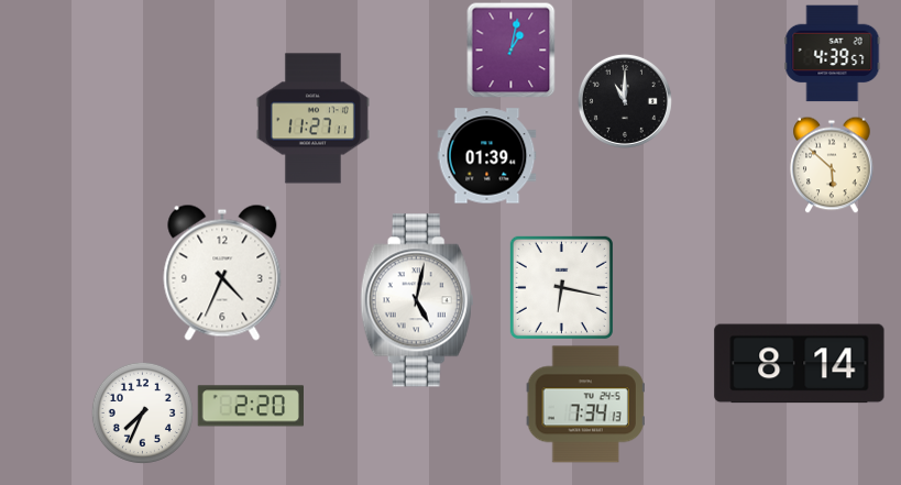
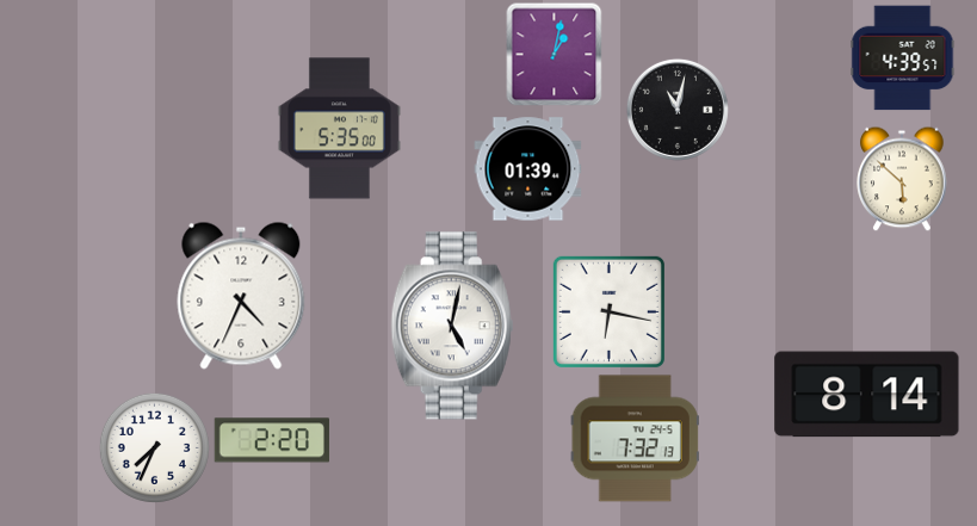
clock at (625, 101): 11:00 -> 11:02
clock at (312, 119): 11:27 -> 5:35
clock at (585, 405): 7:34 -> 7:32
